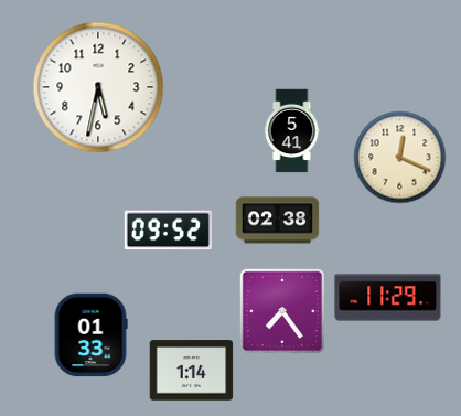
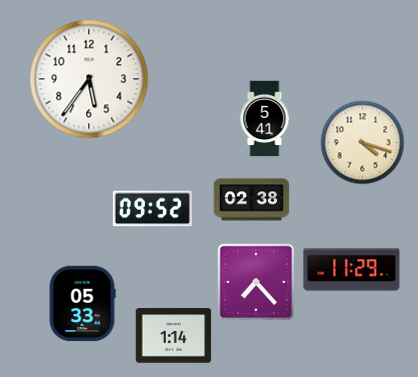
clock at (98, 87): 5:32 -> 5:36
clock at (400, 158): 12:19 -> 4:18
clock at (282, 311): 7:24 -> 7:23
clock at (90, 335): 01:33 -> 05:33
